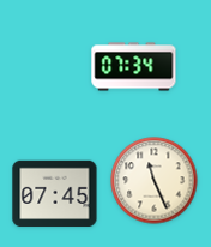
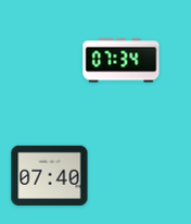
clock at (155, 181): 11:26 -> none
clock at (55, 194): 07:45 -> 07:40
